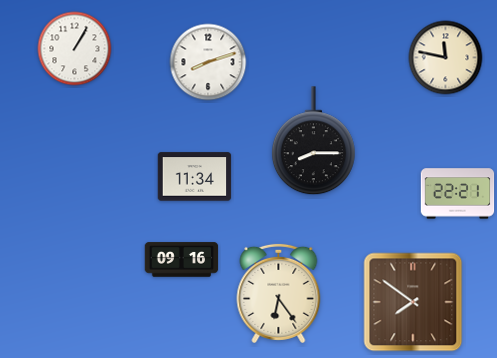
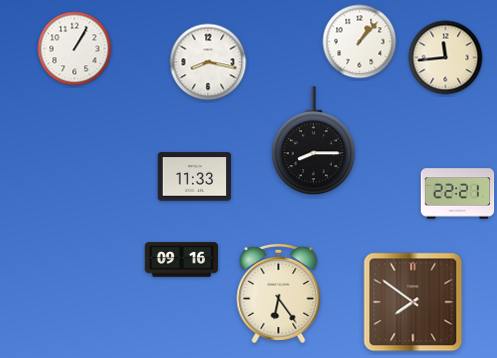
clock at (360, 42): none -> 1:07
clock at (446, 58): 11:47 -> 11:44
clock at (208, 62): 8:12 -> 8:17
clock at (195, 177): 11:34 -> 11:33
